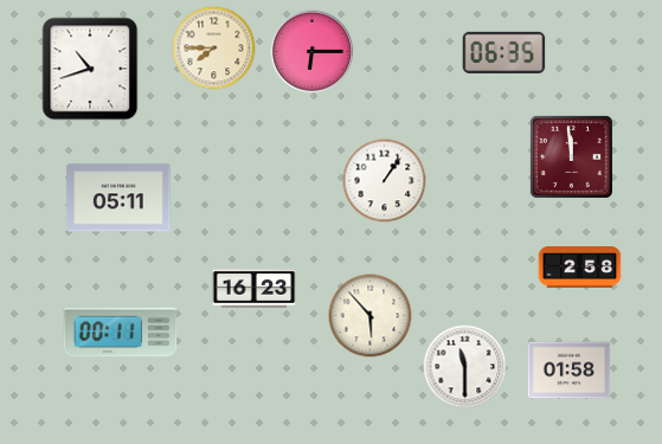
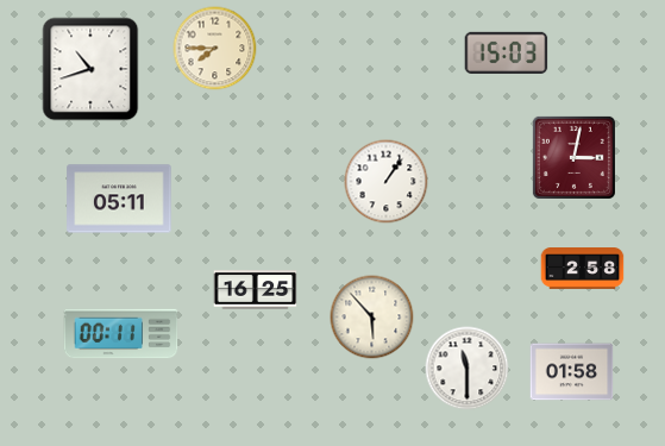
clock at (313, 52): 6:15 -> none
clock at (504, 52): 06:35 -> 15:03
clock at (571, 156): 11:59 -> 3:02
clock at (255, 289): 16:23 -> 16:25
